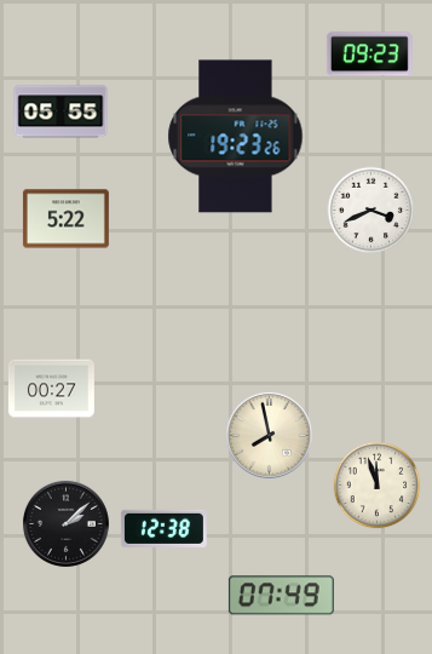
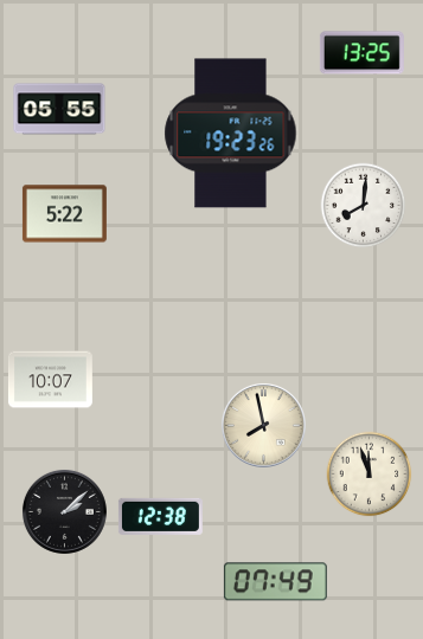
clock at (369, 54): 09:23 -> 13:25
clock at (371, 211): 3:41 -> 8:01
clock at (51, 389): 00:27 -> 10:07
